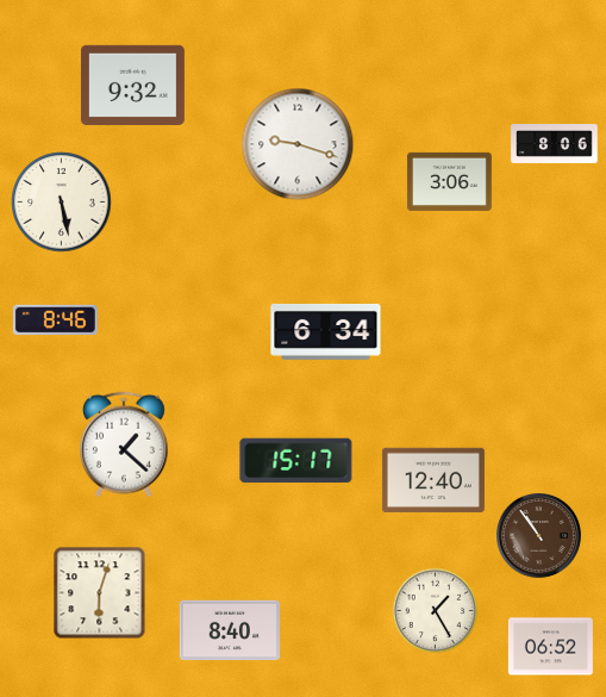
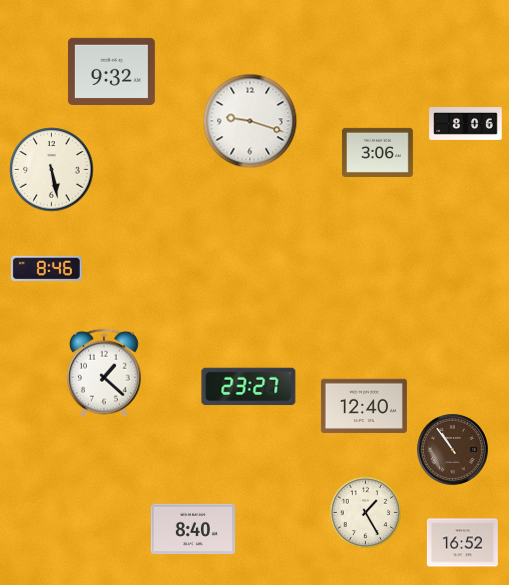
clock at (555, 144) position: (555, 144) -> (466, 124)
clock at (326, 331): 6:34 -> none
clock at (296, 461): 15:17 -> 23:27
clock at (433, 480) position: (433, 480) -> (364, 406)
clock at (100, 593): 6:03 -> none
clock at (550, 647): 06:52 -> 16:52
